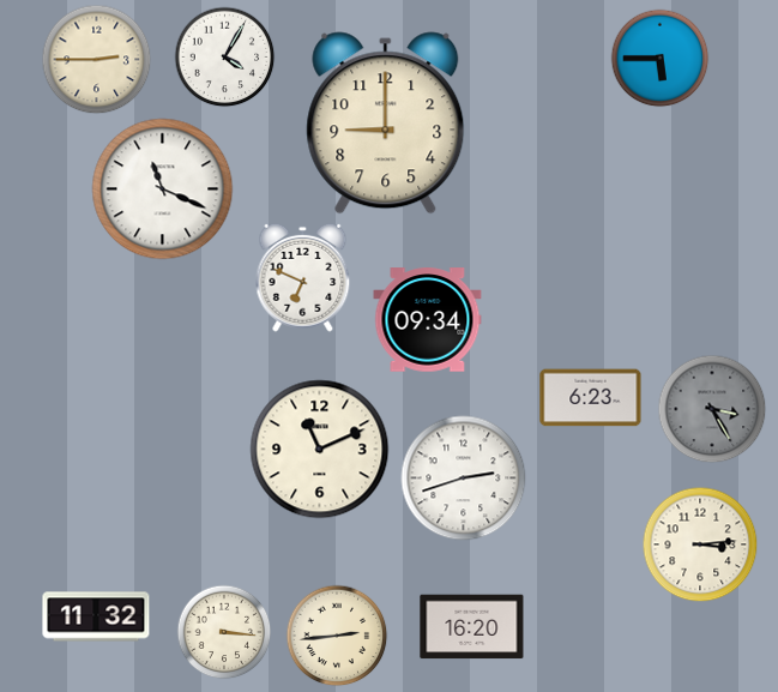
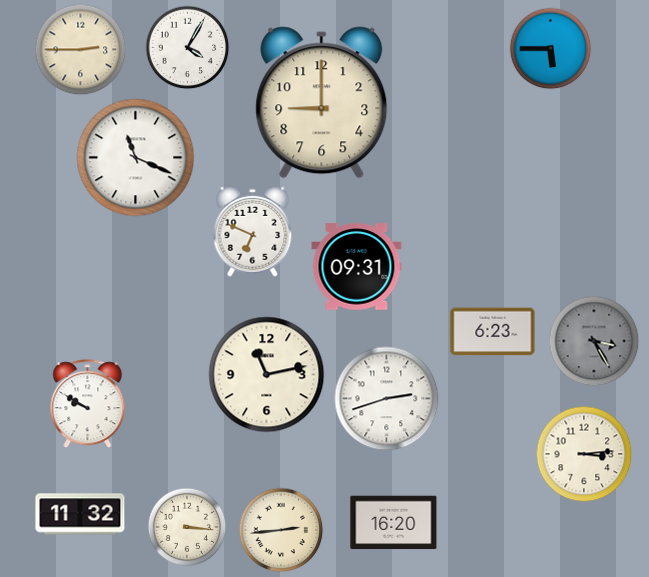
clock at (428, 320): 09:34 -> 09:31
clock at (320, 450): 11:11 -> 11:13
clock at (88, 404): none -> 9:50
